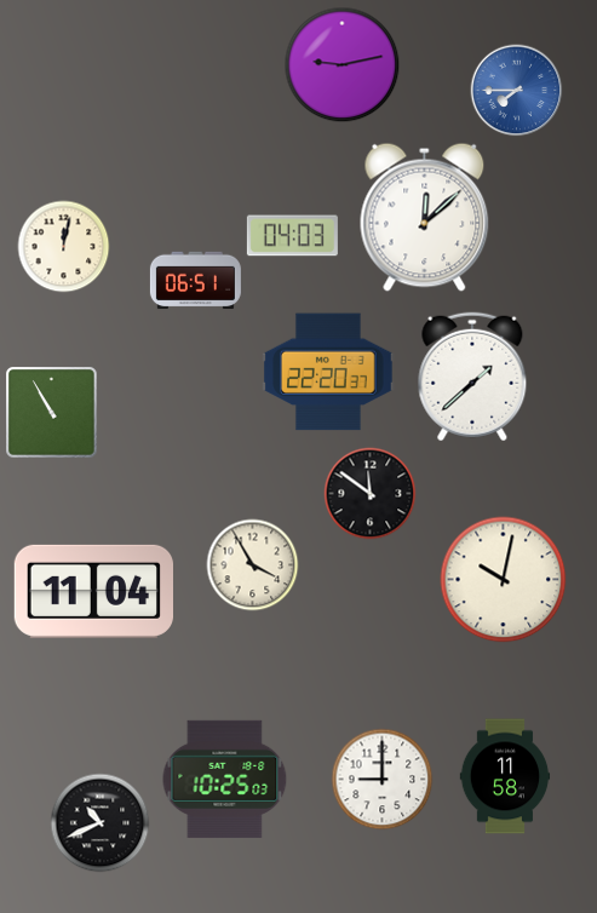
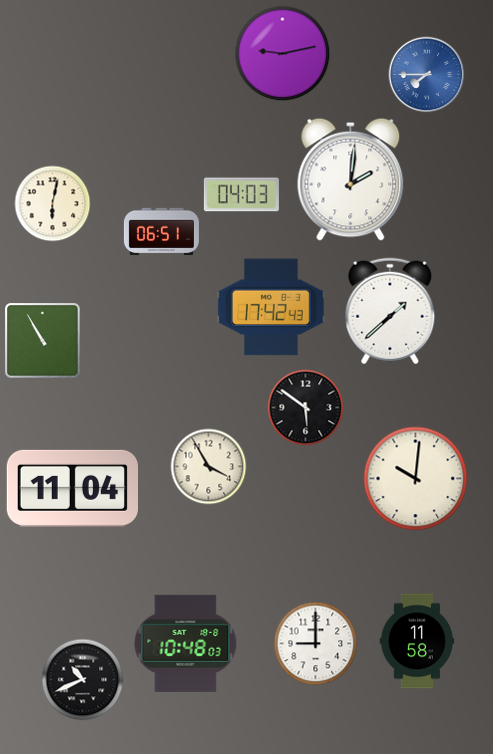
clock at (425, 217): 12:08 -> 2:01
clock at (64, 247): 12:02 -> 6:02
clock at (328, 372): 22:20 -> 17:42
clock at (371, 494): 11:51 -> 5:51
clock at (504, 580): 10:02 -> 10:01
clock at (93, 591) position: (93, 591) -> (72, 488)
clock at (225, 779): 10:25 -> 10:48
